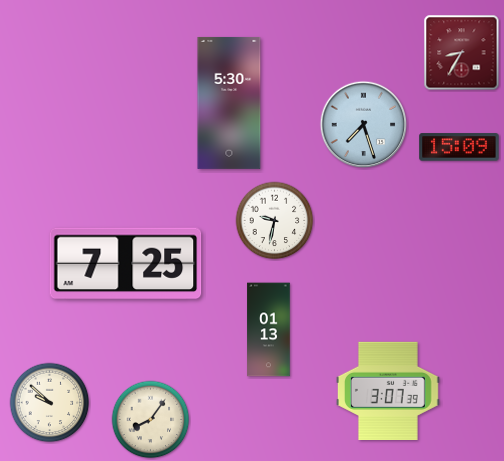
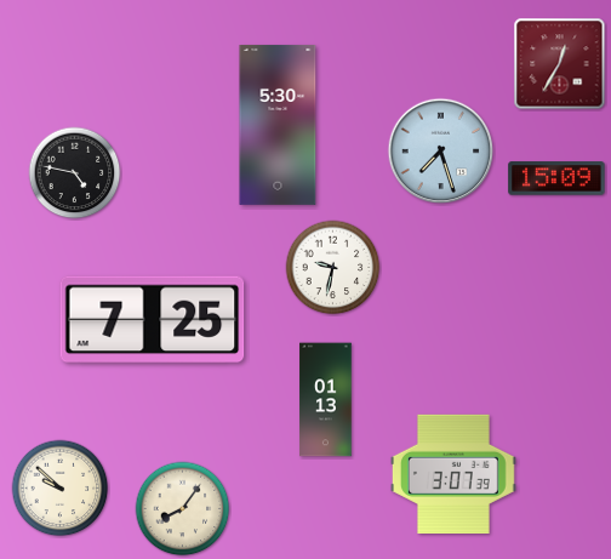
clock at (462, 53): 8:35 -> 12:35
clock at (75, 173): none -> 4:47
clock at (388, 391) position: (388, 391) -> (453, 474)
